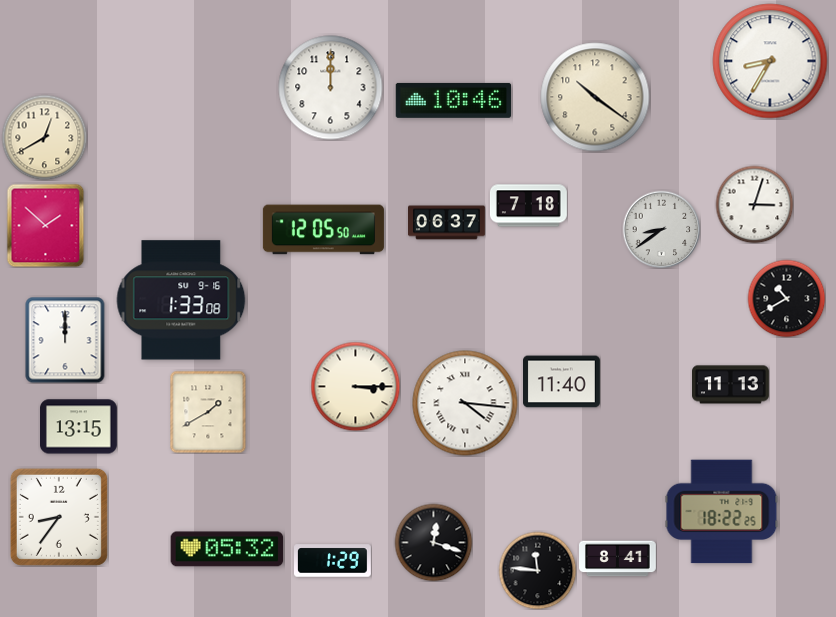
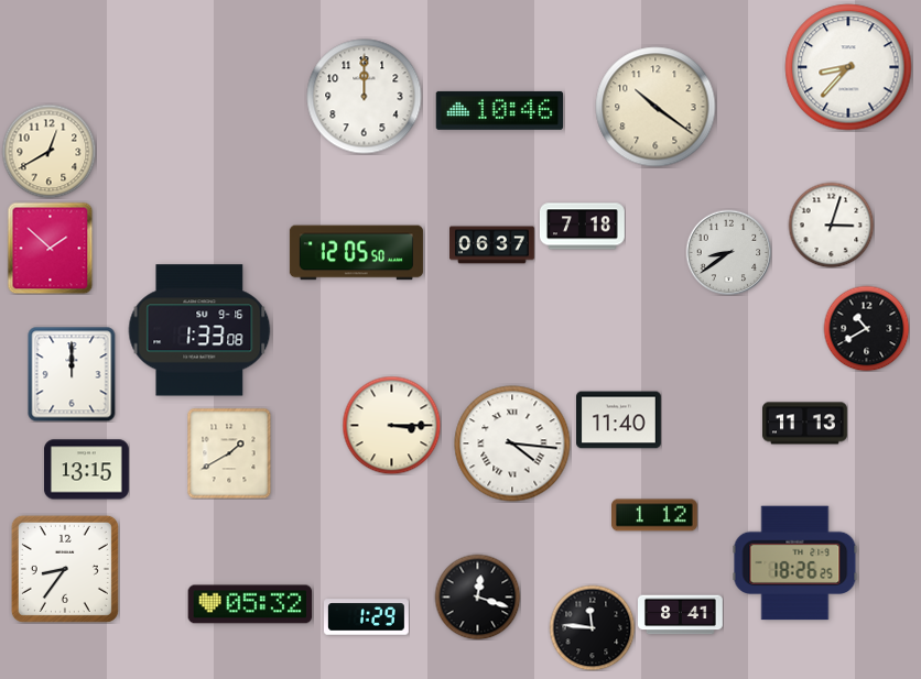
clock at (770, 61): 8:35 -> 8:37
clock at (655, 515): none -> 1:12
clock at (722, 512): 18:22 -> 18:26
